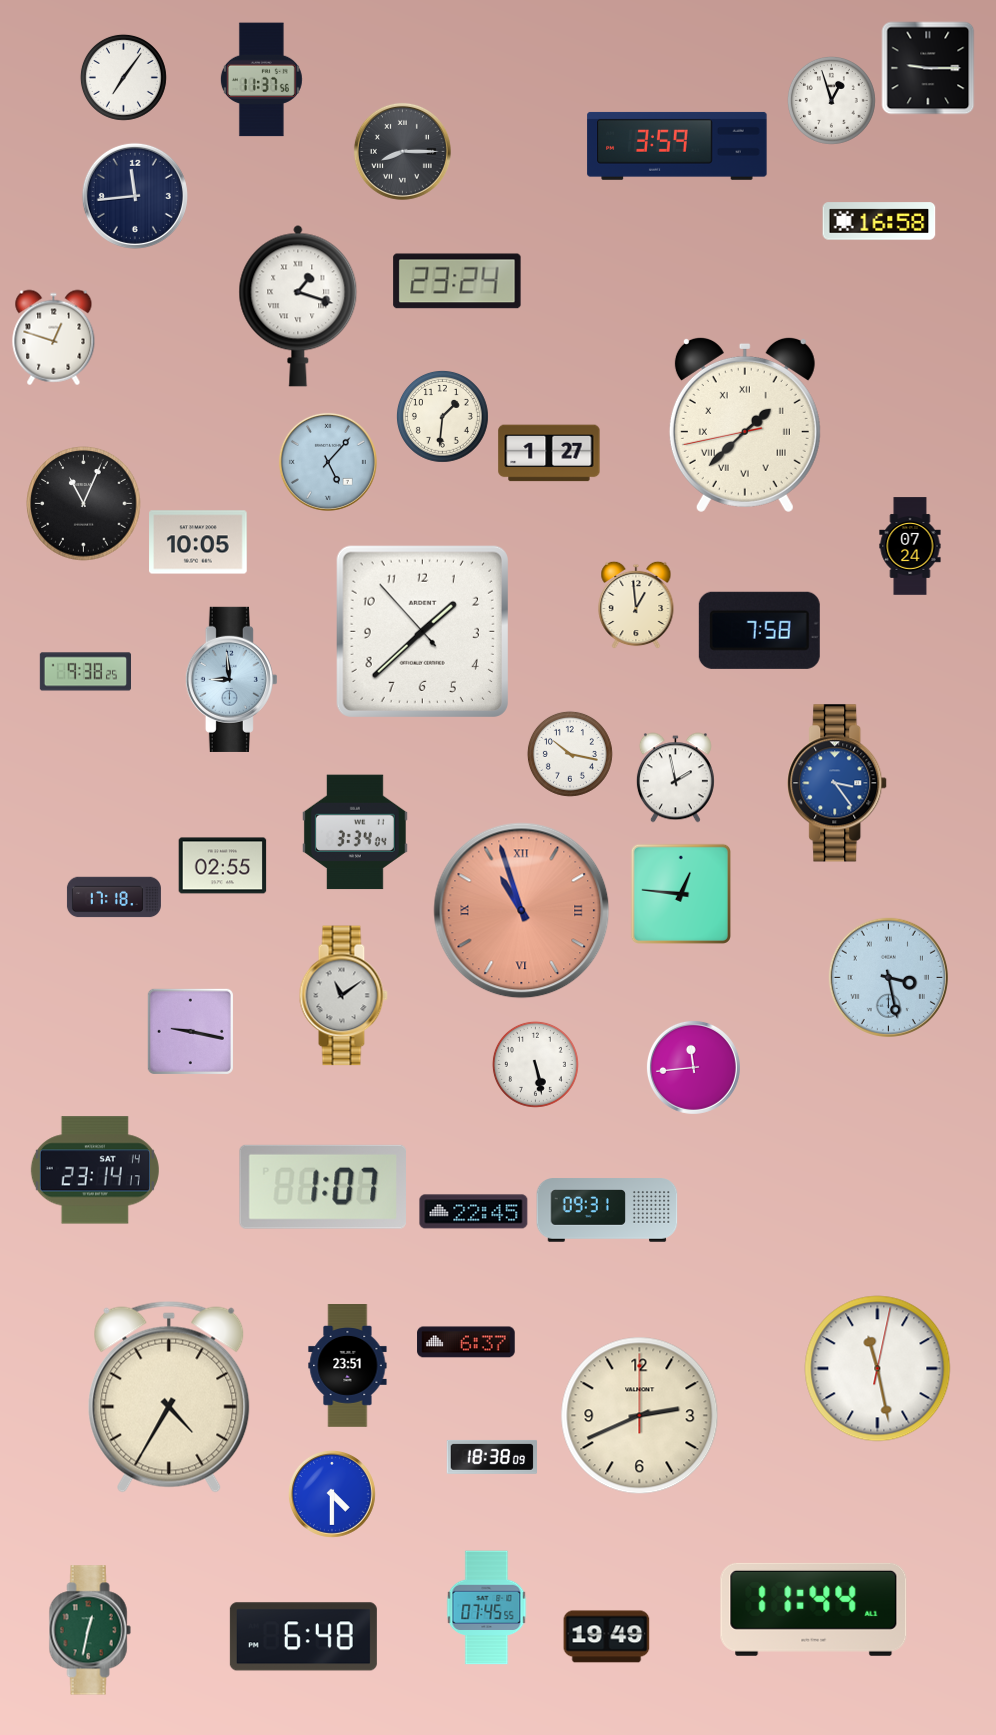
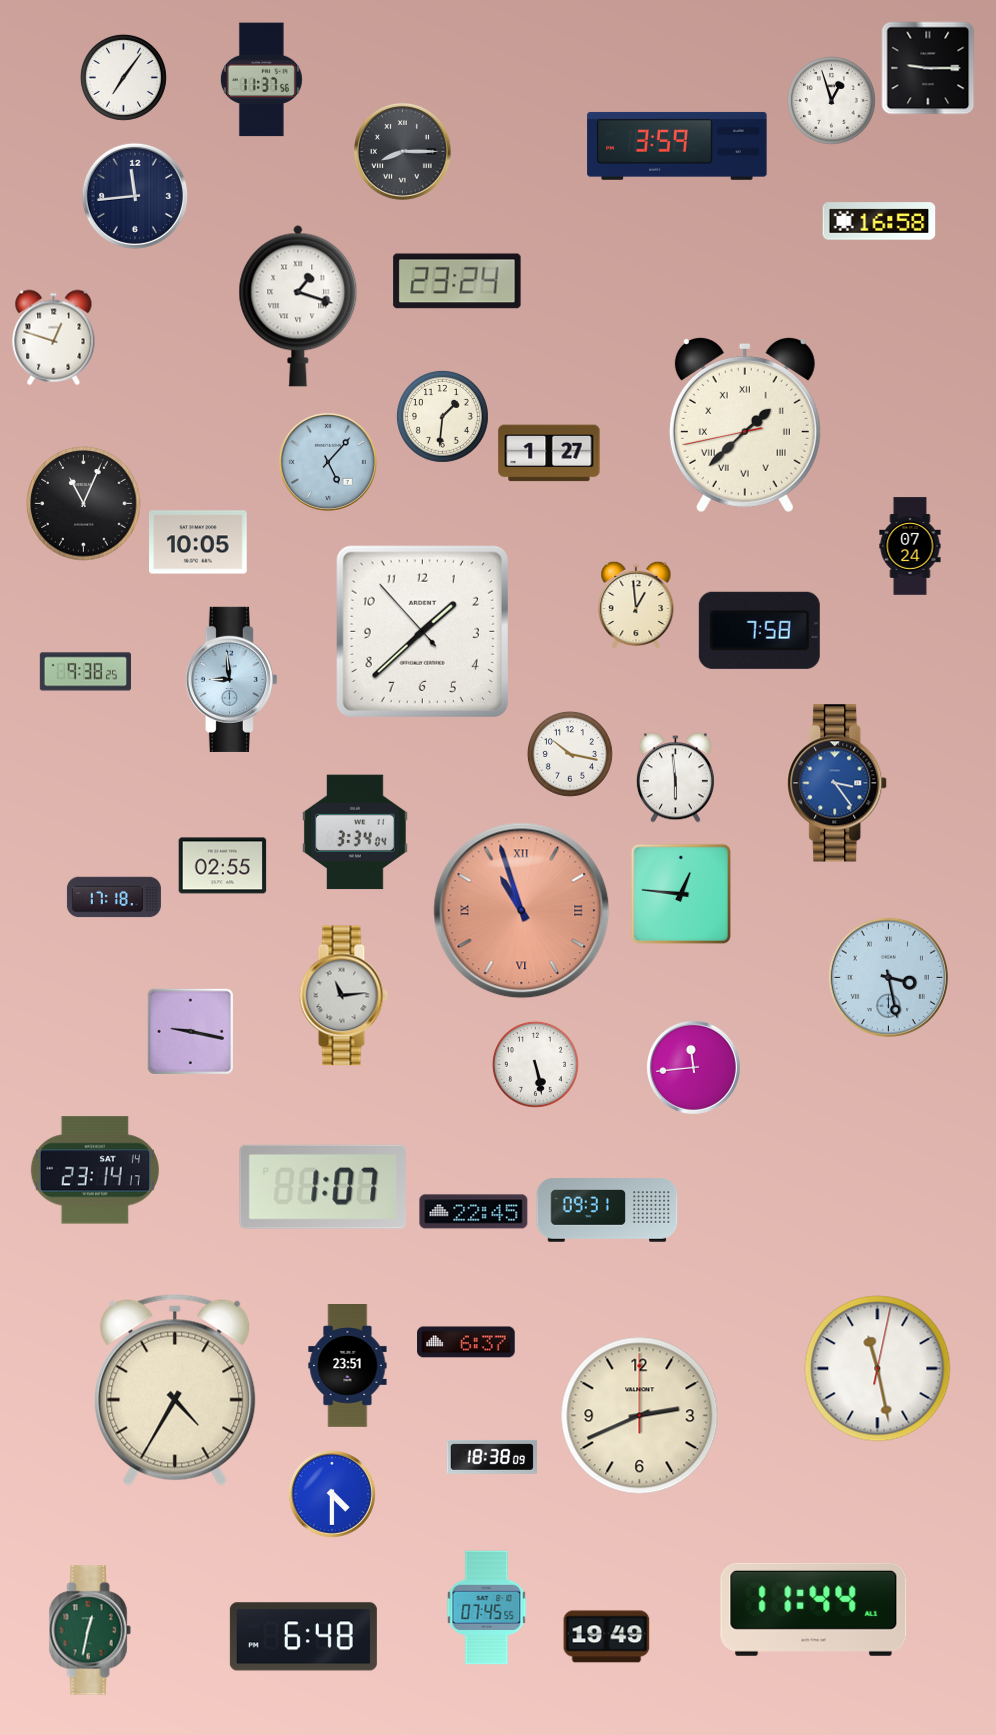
clock at (675, 778): 1:58 -> 5:59
clock at (343, 996): 11:09 -> 11:14
clock at (169, 1397) position: (169, 1397) -> (175, 1390)
